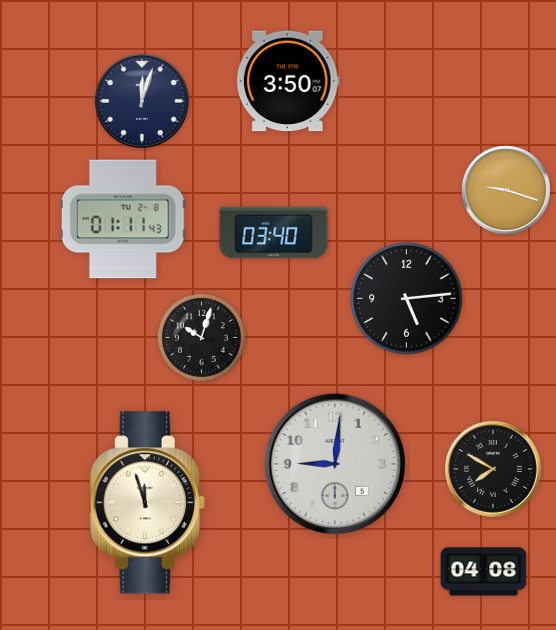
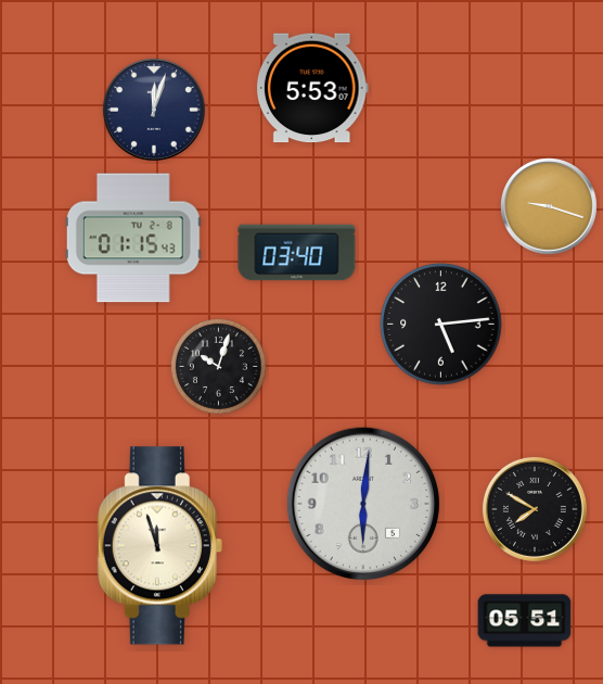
clock at (288, 81): 3:50 -> 5:53
clock at (123, 219): 01:11 -> 01:15
clock at (334, 463): 9:01 -> 6:01
clock at (484, 572): 04:08 -> 05:51
